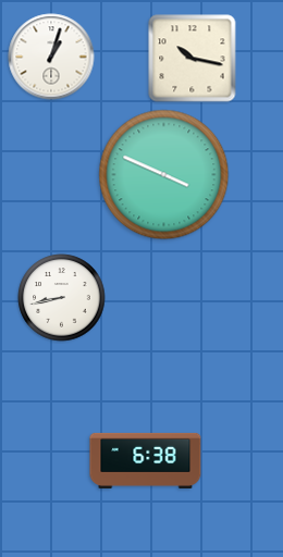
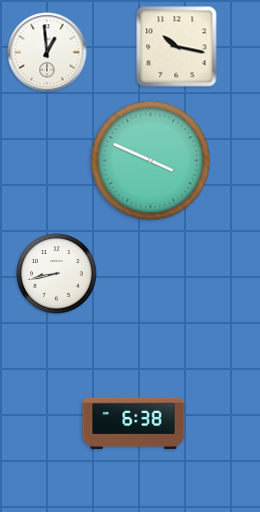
clock at (51, 57): 1:03 -> 12:59
clock at (193, 59) position: (193, 59) -> (177, 47)
